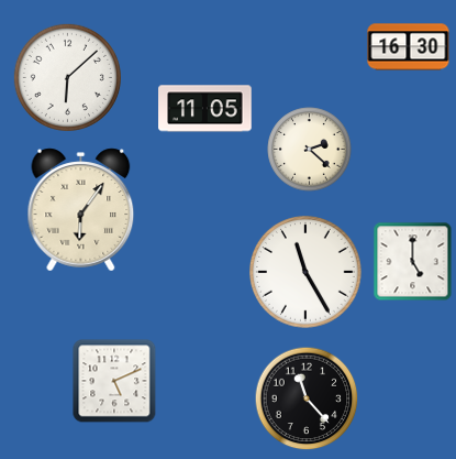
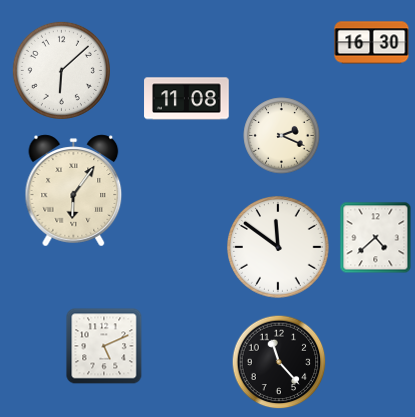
clock at (205, 109): 11:05 -> 11:08
clock at (310, 150): 2:22 -> 2:19
clock at (413, 262): 5:00 -> 4:38
clock at (307, 273): 11:25 -> 11:51
